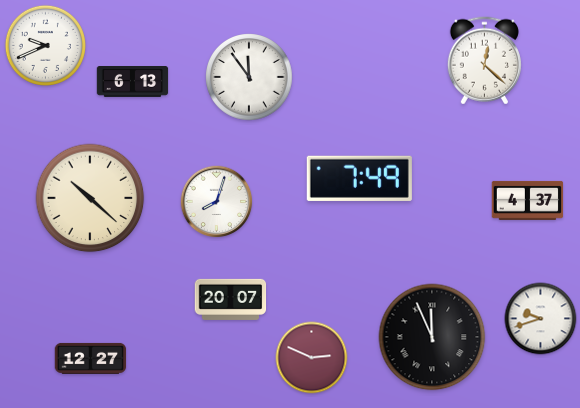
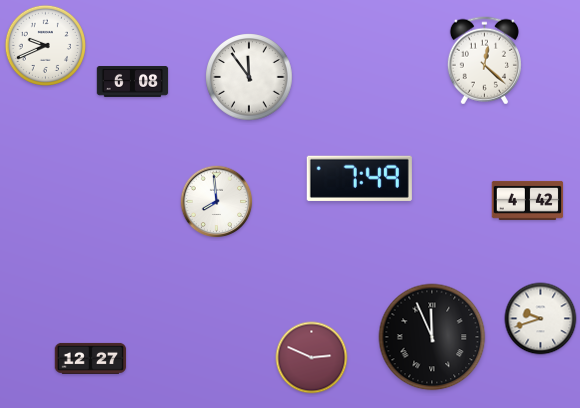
clock at (133, 82): 6:13 -> 6:08
clock at (90, 198): 10:22 -> none
clock at (528, 200): 4:37 -> 4:42
clock at (217, 202): 8:03 -> 7:59
clock at (231, 299): 20:07 -> none
